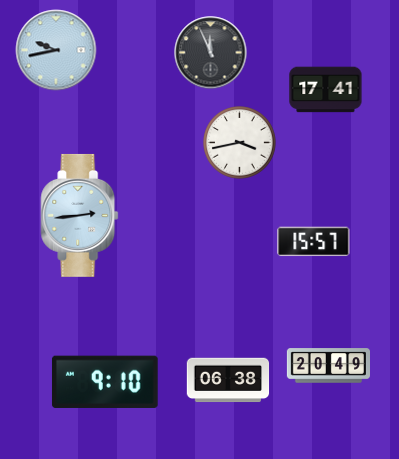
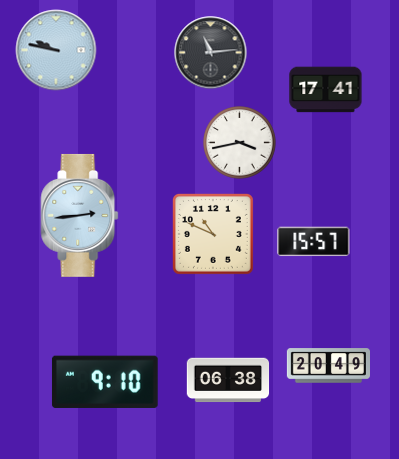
clock at (56, 50): 9:43 -> 9:47
clock at (211, 53): 11:56 -> 11:14
clock at (213, 234): none -> 10:49
